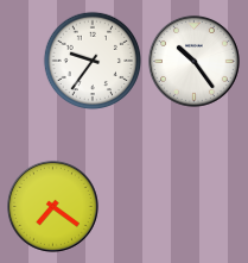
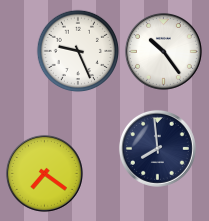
clock at (93, 61): 9:36 -> 9:26
clock at (157, 148): none -> 7:59
